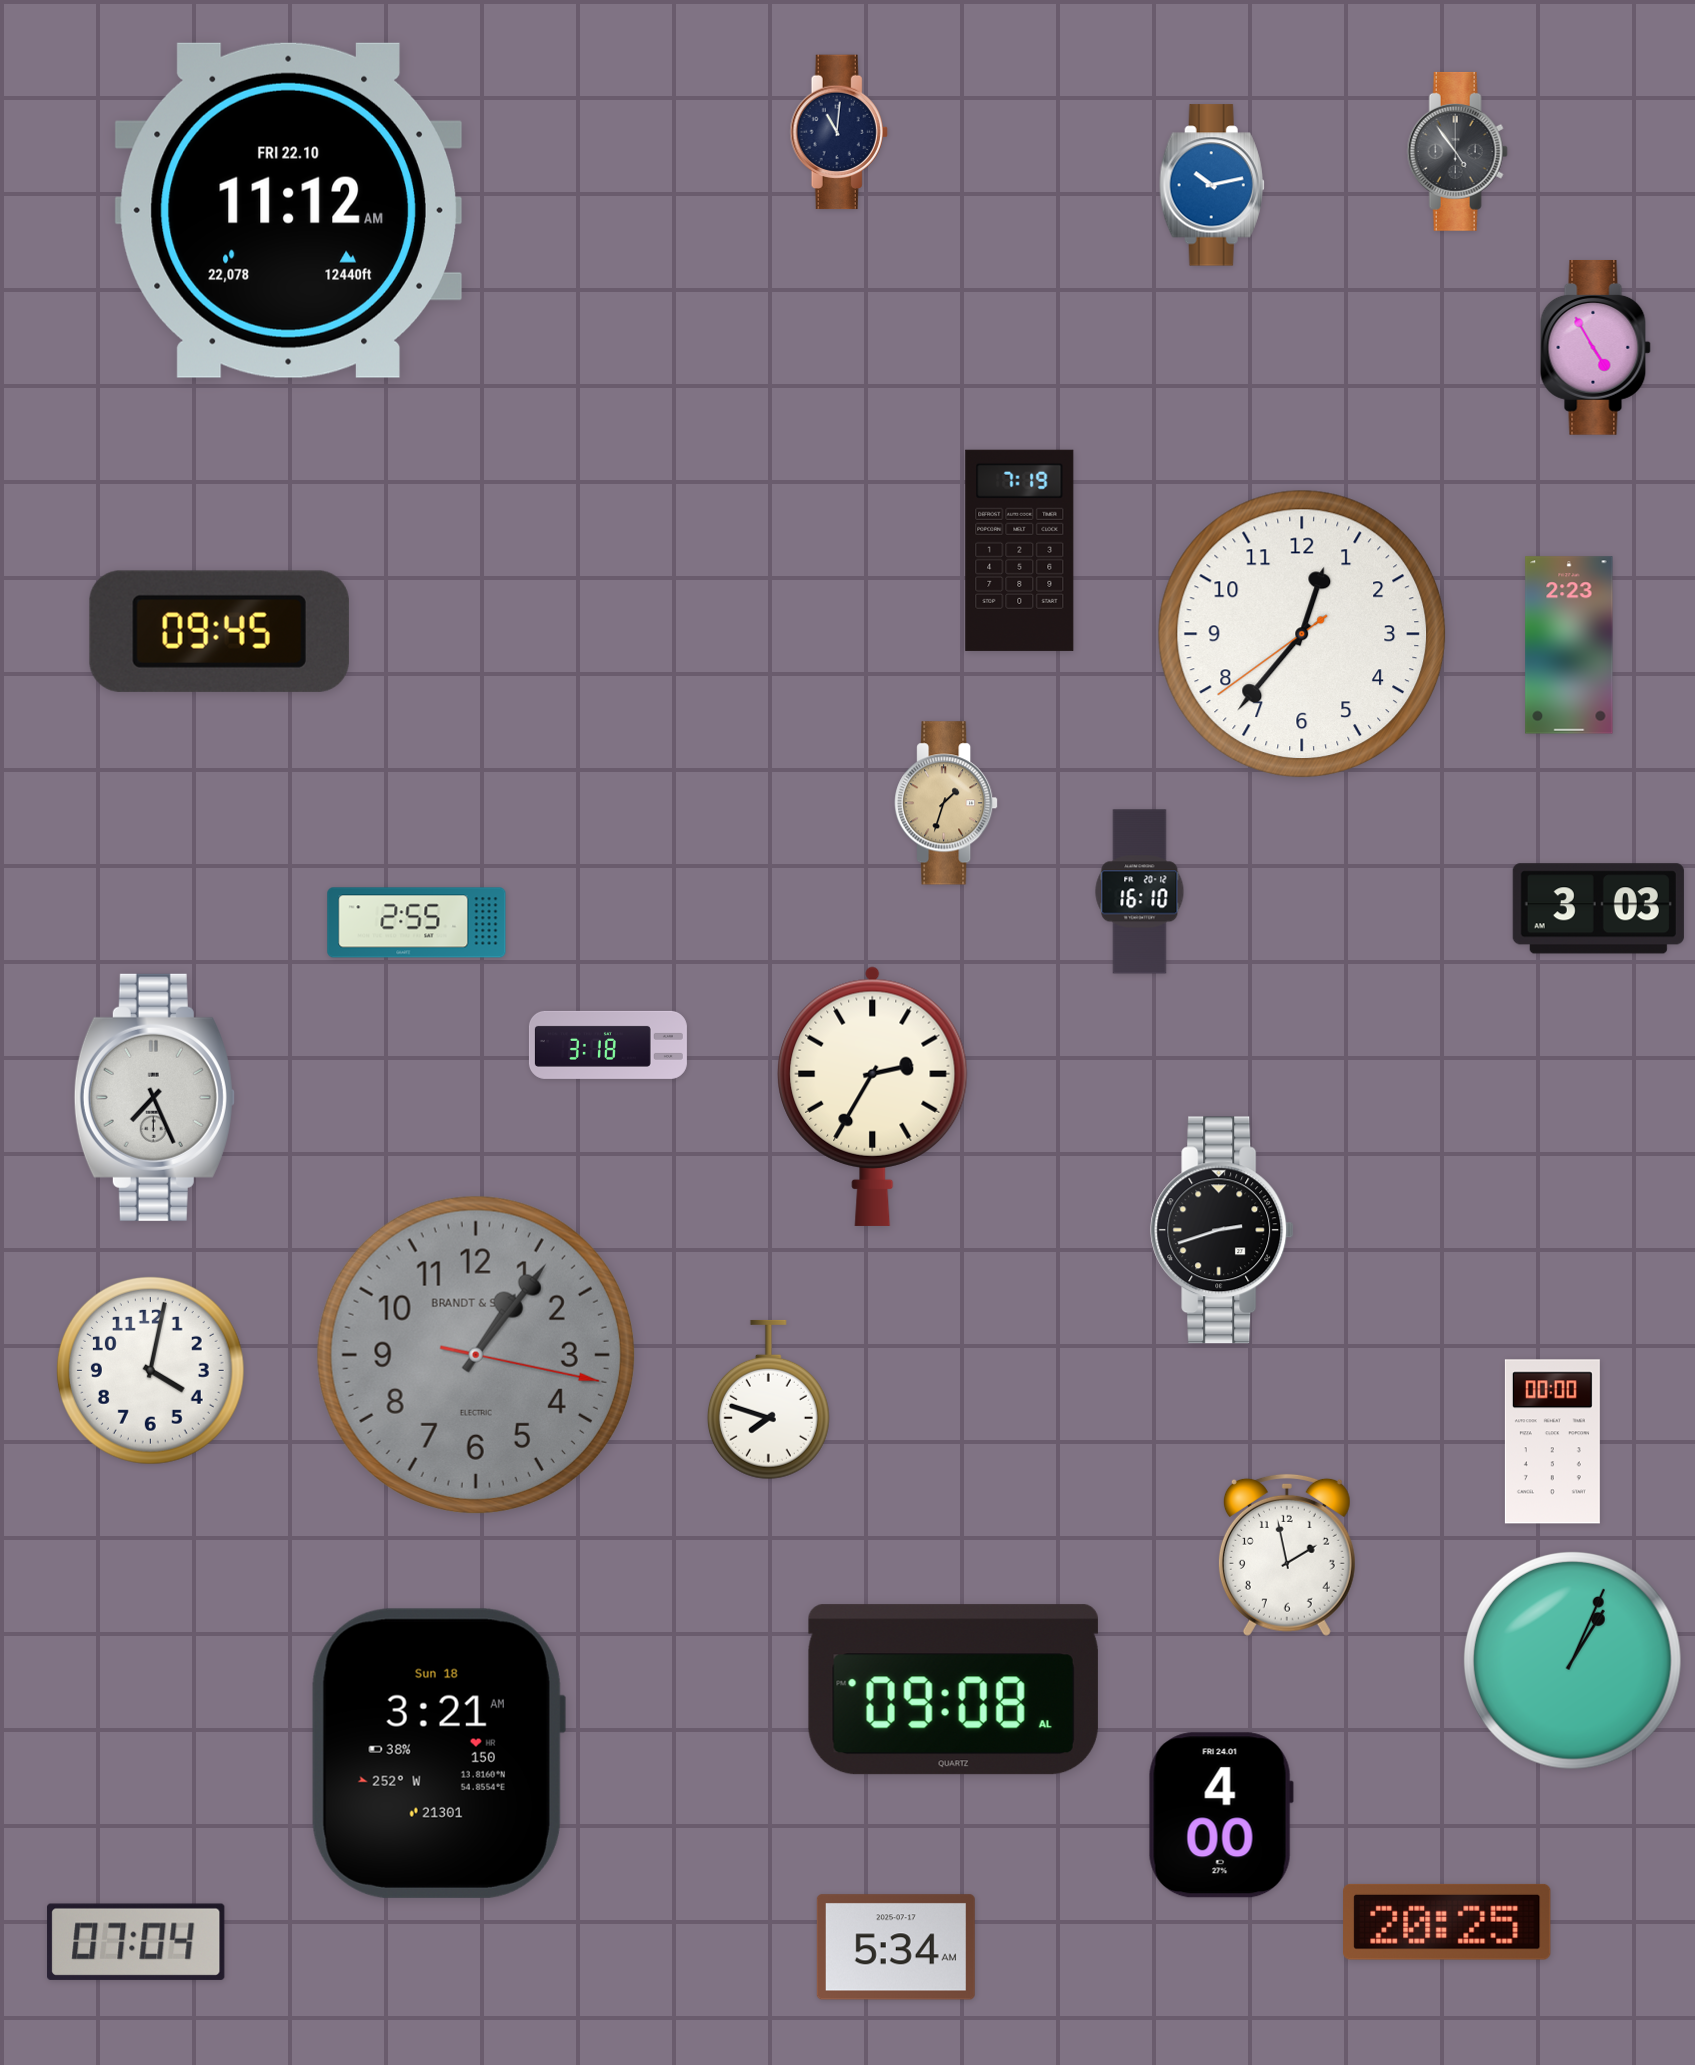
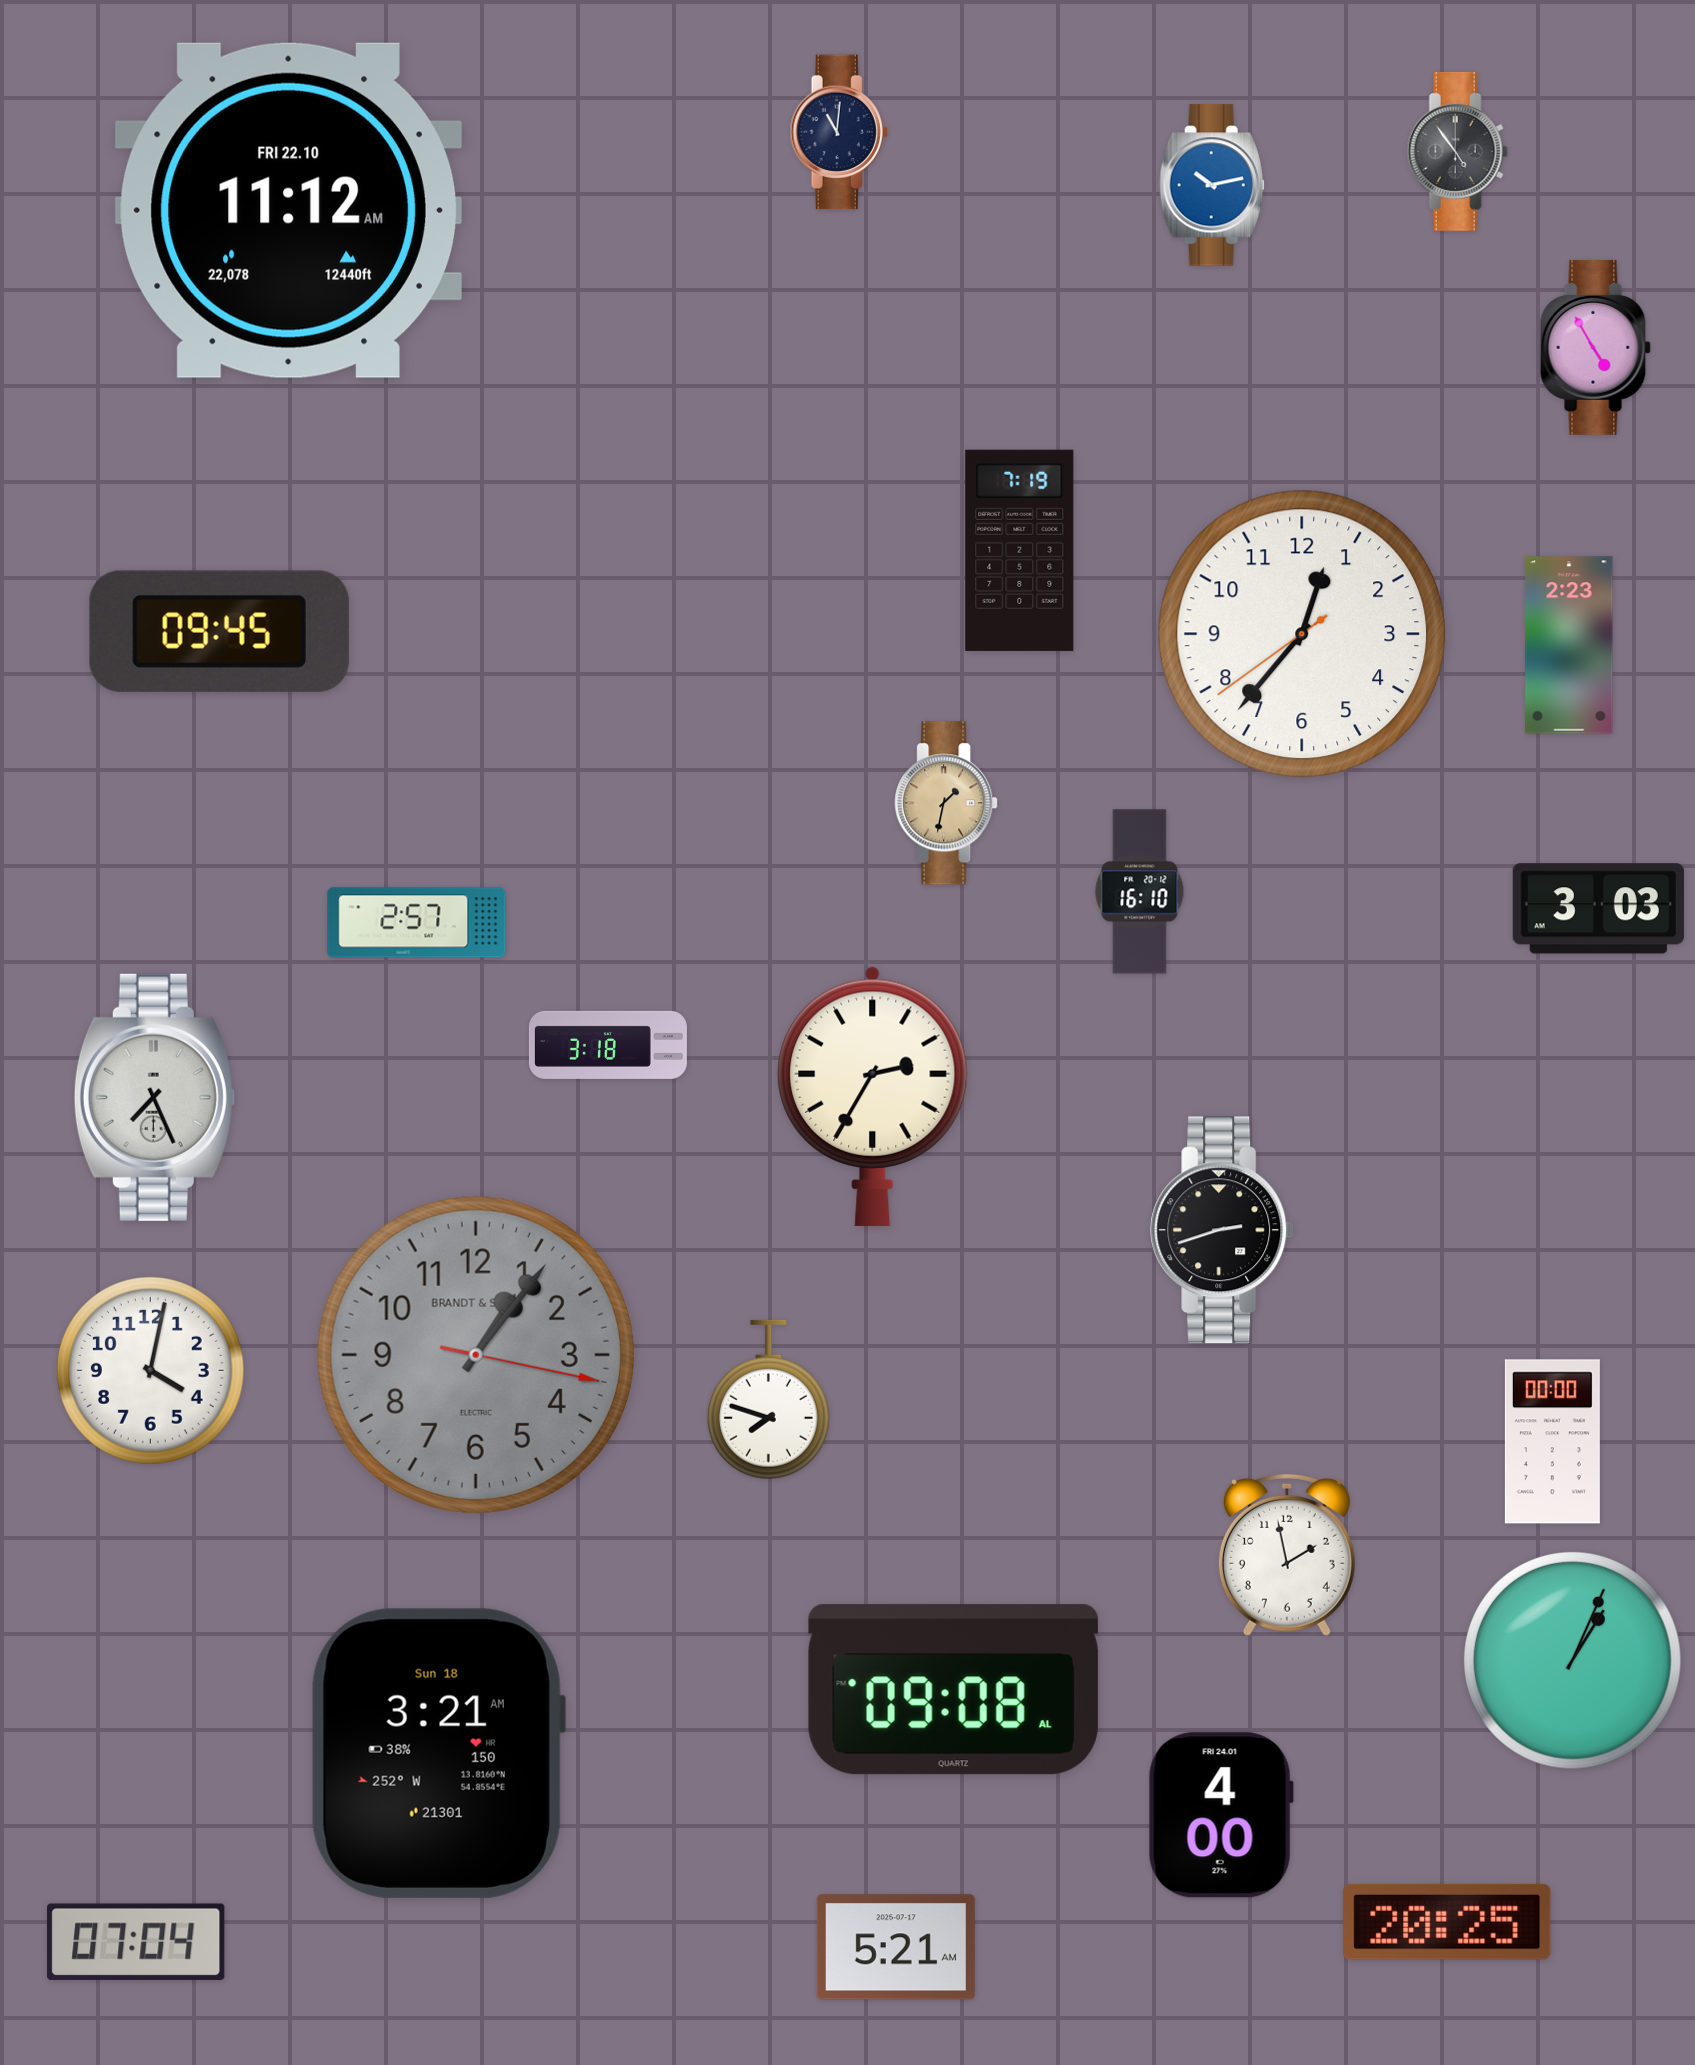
clock at (946, 803): 1:33 -> 1:32
clock at (417, 923): 2:55 -> 2:57
clock at (896, 1947): 5:34 -> 5:21
